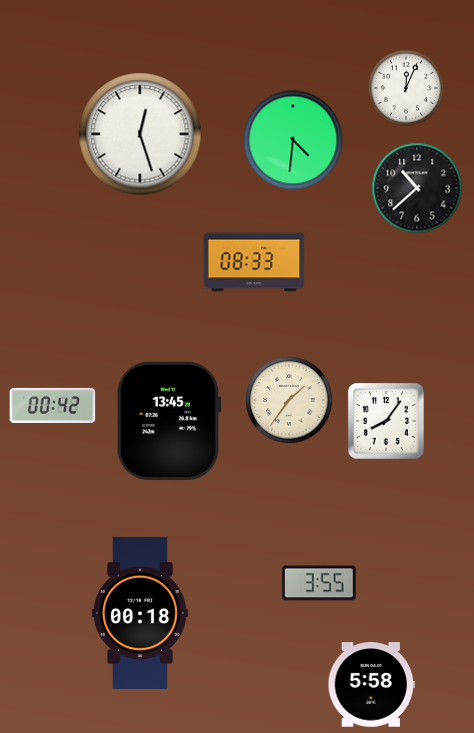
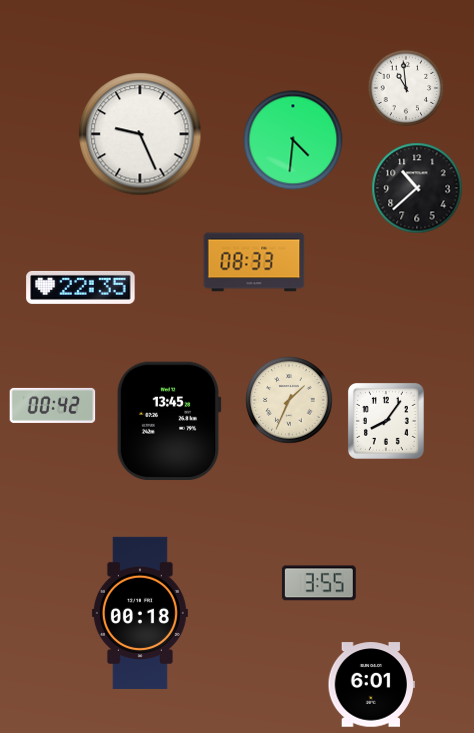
clock at (406, 88): 12:04 -> 10:59
clock at (140, 134): 12:27 -> 9:26
clock at (81, 287): none -> 22:35
clock at (289, 400): 1:36 -> 1:34
clock at (371, 685): 5:58 -> 6:01
